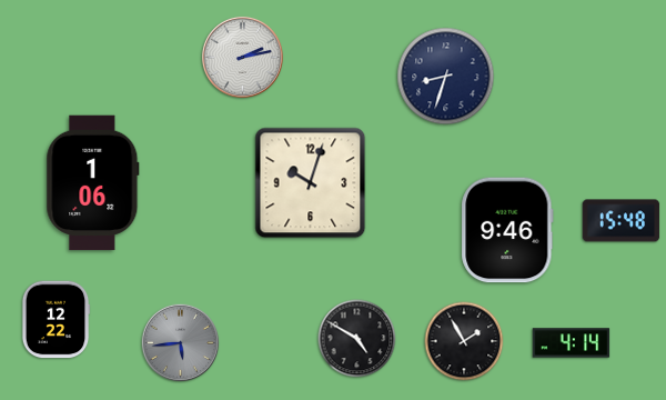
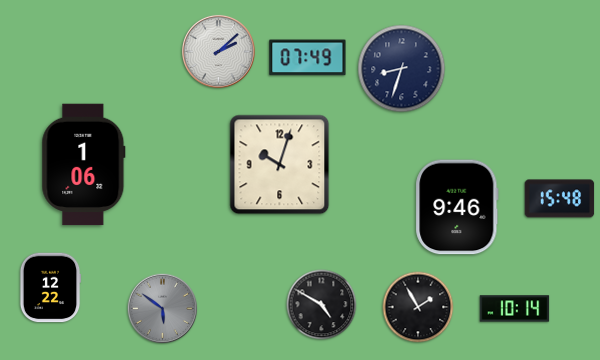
clock at (242, 57): 2:13 -> 2:08
clock at (308, 58): none -> 07:49
clock at (181, 343): 5:44 -> 5:51
clock at (572, 343): 4:14 -> 10:14
